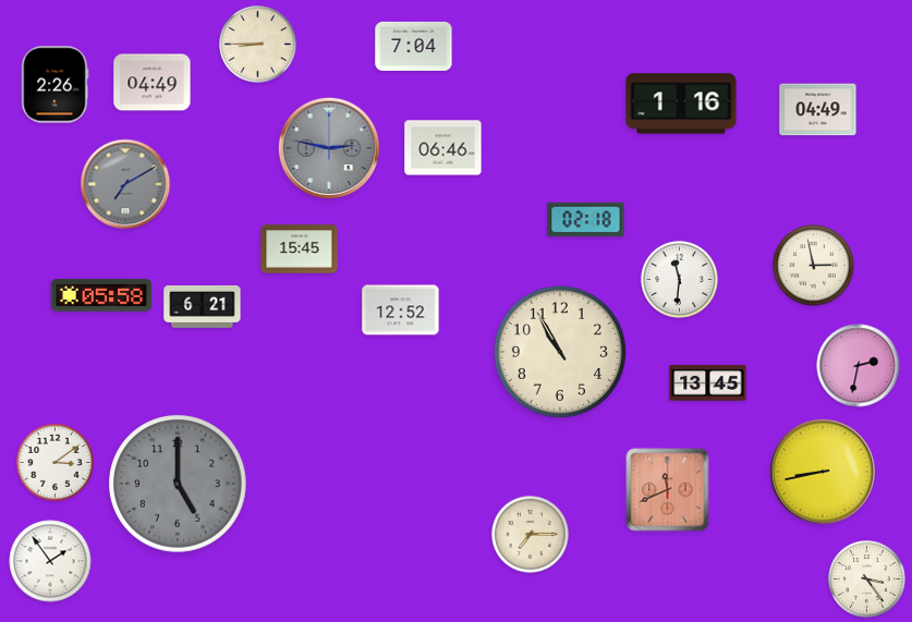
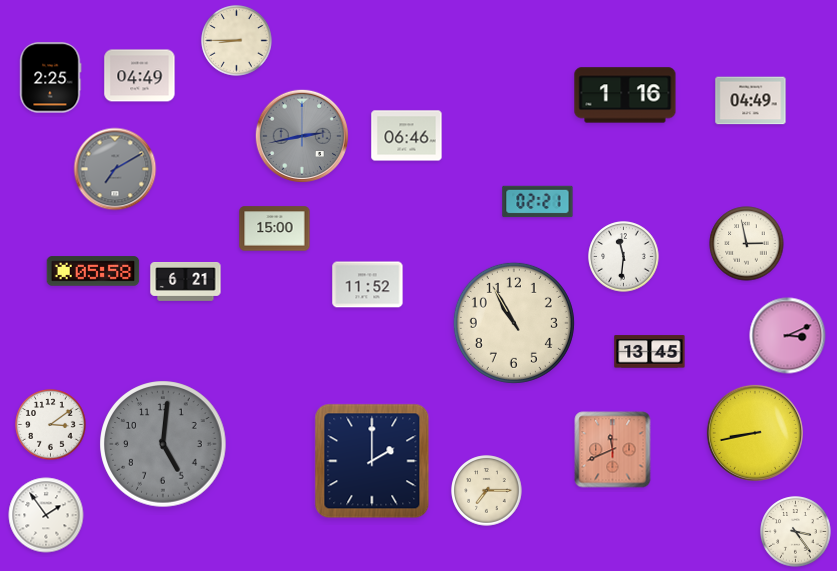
clock at (414, 46): 7:04 -> none
clock at (56, 85): 2:26 -> 2:25
clock at (328, 147): 2:47 -> 2:43
clock at (586, 220): 02:18 -> 02:21
clock at (300, 249): 15:45 -> 15:00
clock at (401, 310): 12:52 -> 11:52
clock at (859, 366): 2:32 -> 3:11
clock at (178, 484): 5:00 -> 5:01
clock at (372, 461): none -> 2:00
